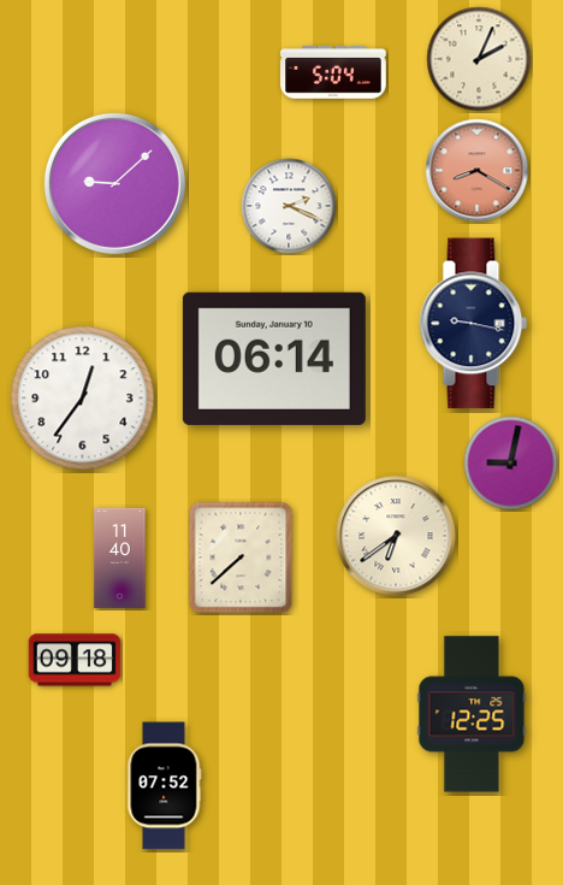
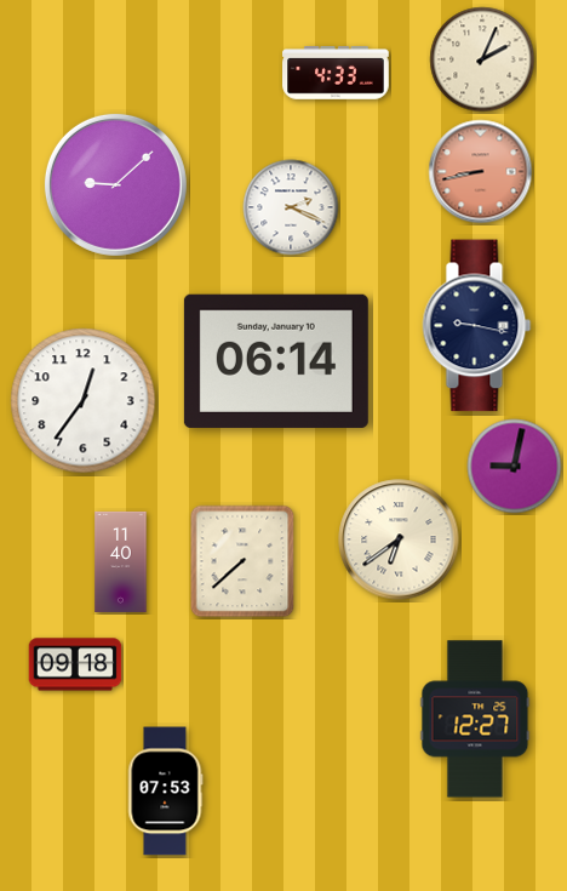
clock at (333, 72): 5:04 -> 4:33
clock at (478, 171): 8:20 -> 8:43
clock at (472, 714): 12:25 -> 12:27
clock at (164, 786): 07:52 -> 07:53
